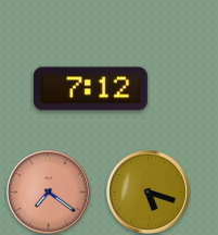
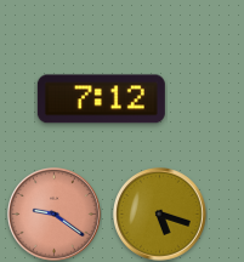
clock at (49, 193): 7:21 -> 9:21
clock at (149, 193) position: (149, 193) -> (160, 215)
